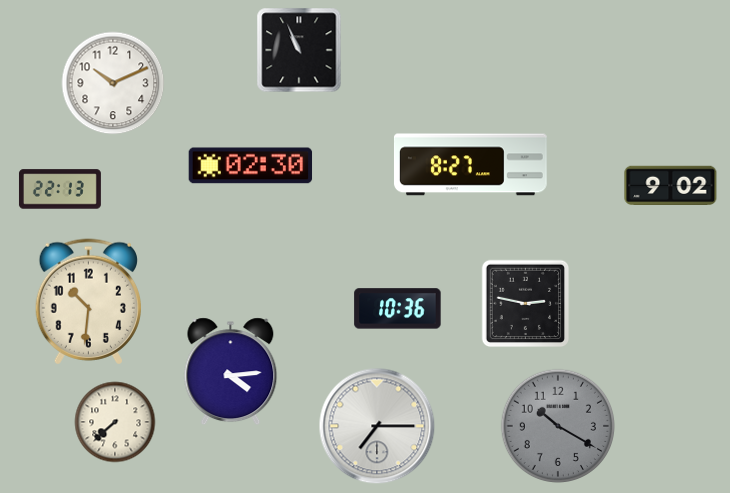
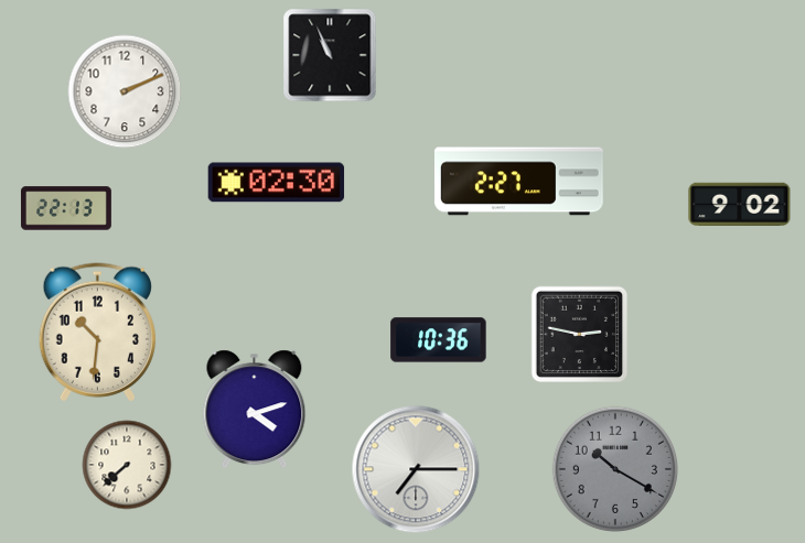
clock at (113, 83): 10:11 -> 2:11
clock at (470, 165): 8:27 -> 2:27
clock at (231, 372): 4:14 -> 4:12
